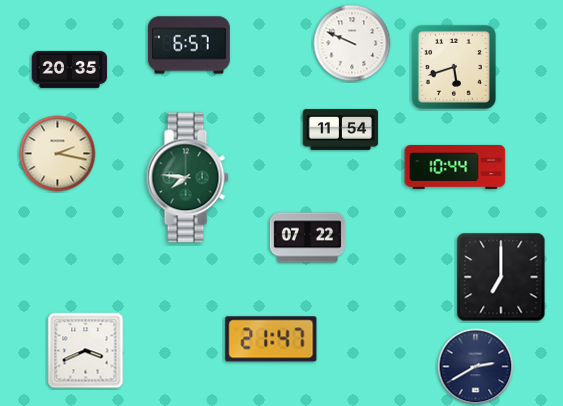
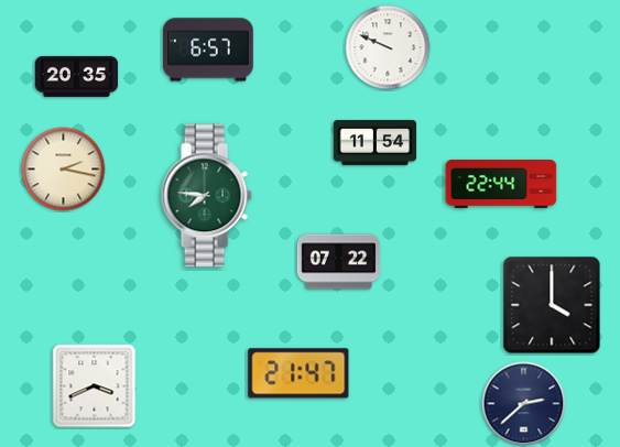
clock at (454, 67): 5:42 -> none
clock at (455, 168): 10:44 -> 22:44
clock at (501, 277): 7:00 -> 4:00
clock at (476, 367): 2:40 -> 2:38
